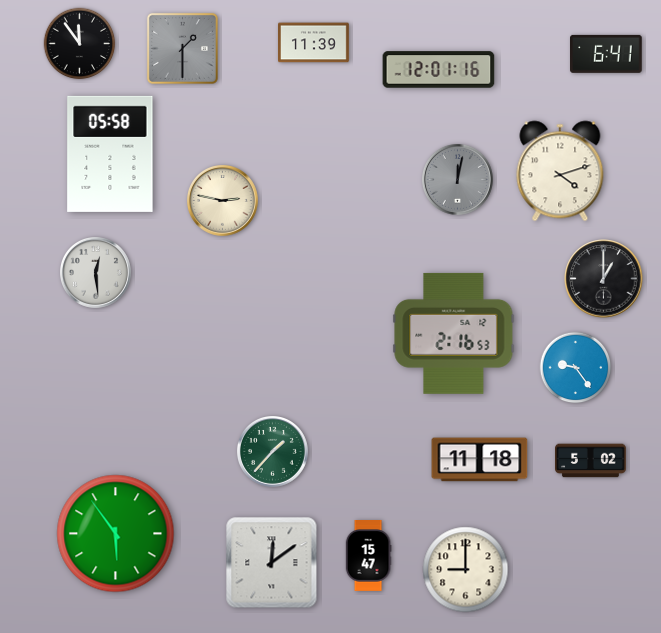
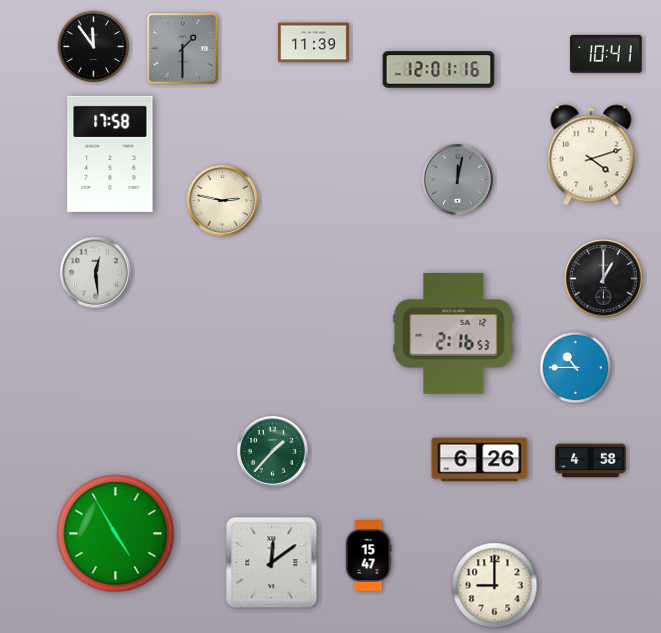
clock at (80, 44) position: (80, 44) -> (94, 47)
clock at (607, 54): 6:41 -> 10:41
clock at (110, 154): 05:58 -> 17:58
clock at (560, 171) position: (560, 171) -> (591, 155)
clock at (576, 368): 9:24 -> 10:45
clock at (480, 460): 11:18 -> 6:26
clock at (591, 461): 5:02 -> 4:58
clock at (116, 534): 5:54 -> 4:55
clock at (466, 570) position: (466, 570) -> (495, 586)
